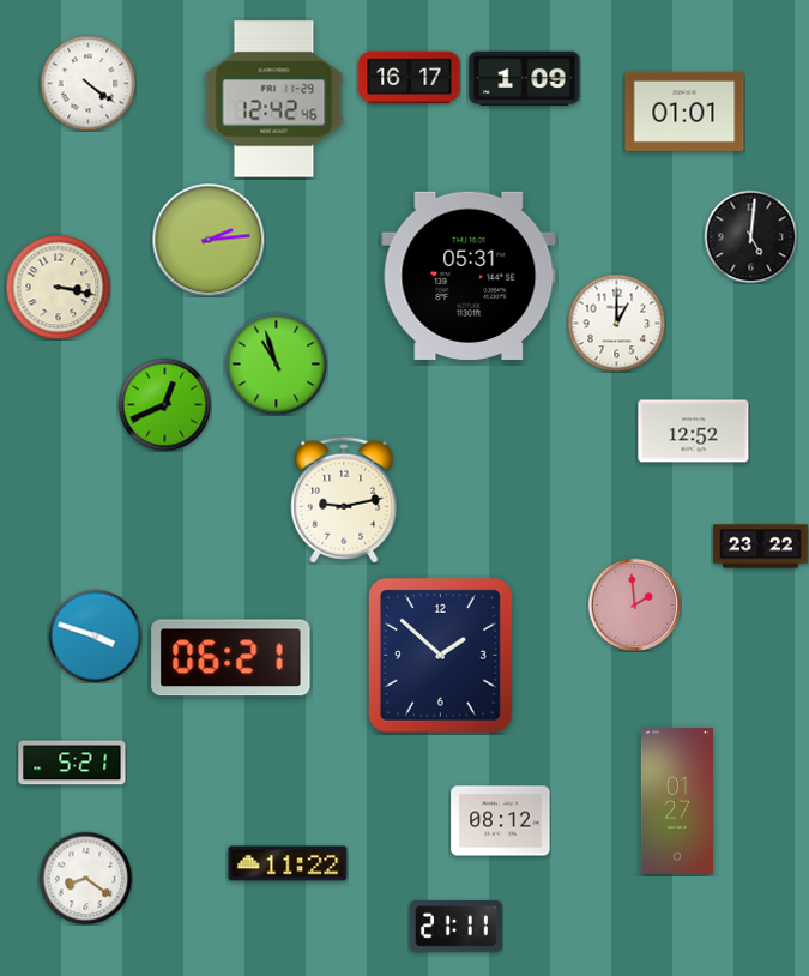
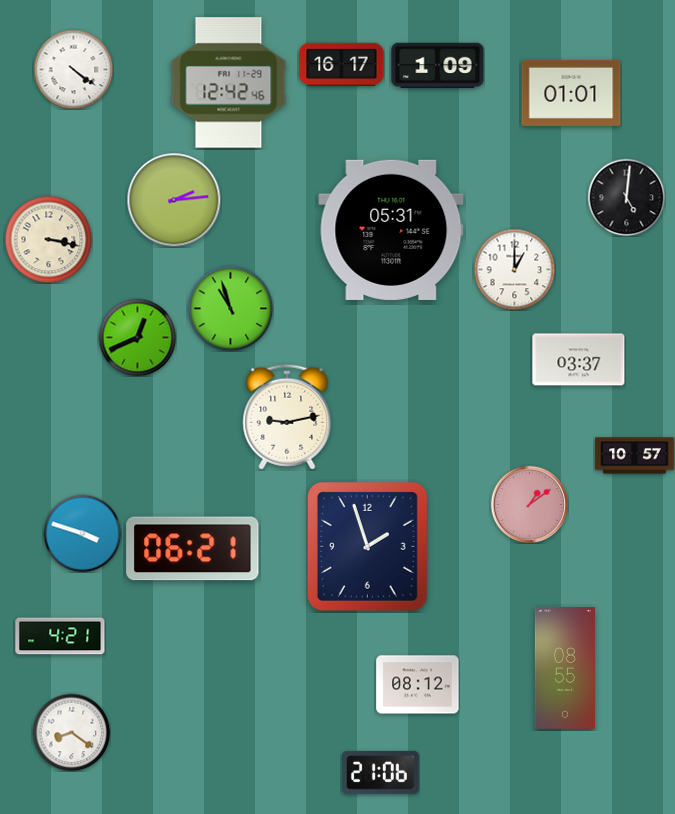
clock at (276, 363) position: (276, 363) -> (230, 308)
clock at (694, 432): 12:52 -> 03:37
clock at (761, 547): 23:22 -> 10:57
clock at (634, 604): 1:59 -> 1:09
clock at (95, 635) position: (95, 635) -> (82, 533)
clock at (440, 655): 1:52 -> 1:57
clock at (72, 763): 5:21 -> 4:21
clock at (677, 801): 01:27 -> 08:55
clock at (288, 863): 11:22 -> none
clock at (457, 926): 21:11 -> 21:06
